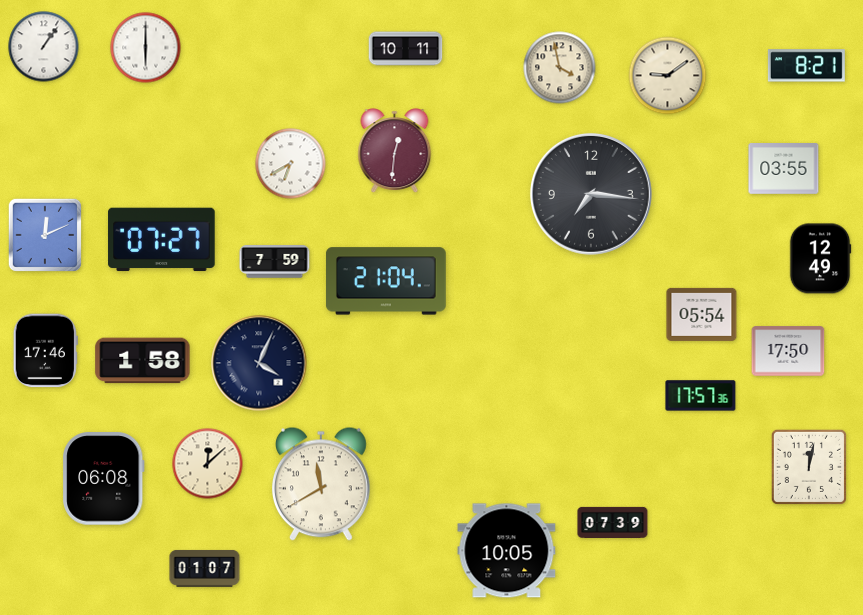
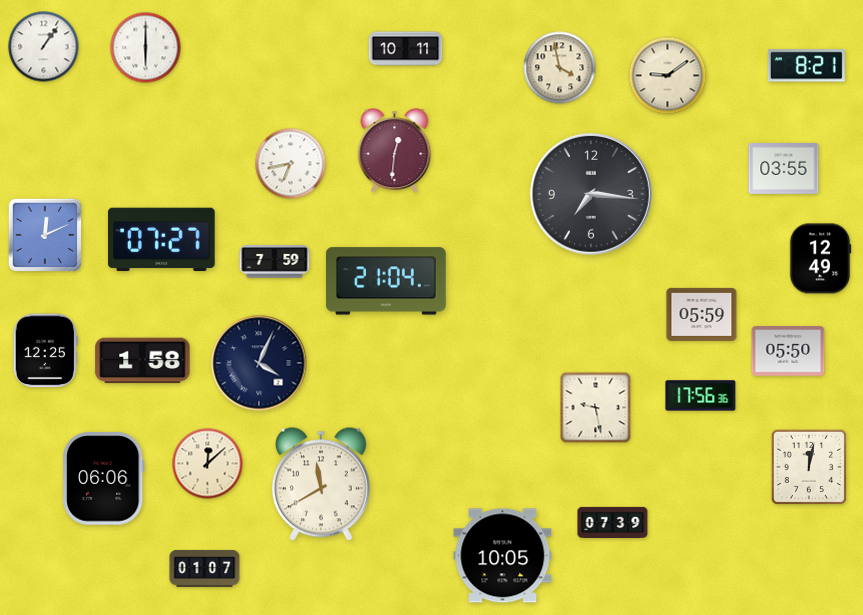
clock at (291, 164): 6:40 -> 6:43
clock at (702, 314): 05:54 -> 05:59
clock at (45, 351): 17:46 -> 12:25
clock at (788, 351): 17:50 -> 05:50
clock at (701, 396): 17:57 -> 17:56
clock at (596, 408): none -> 9:28
clock at (104, 479): 06:08 -> 06:06
clock at (507, 551) position: (507, 551) -> (503, 556)
